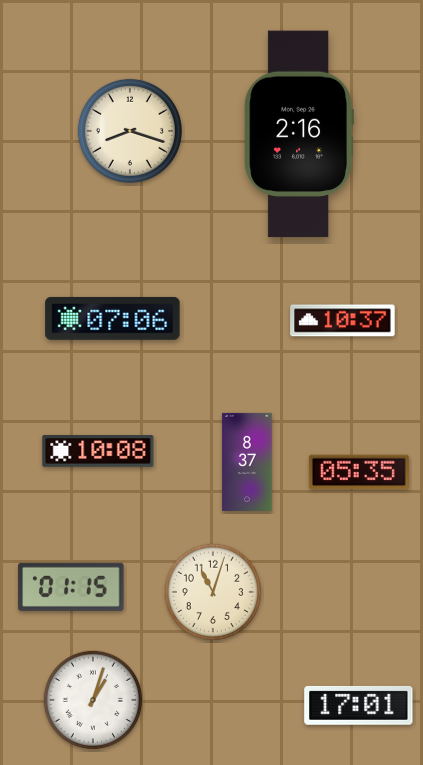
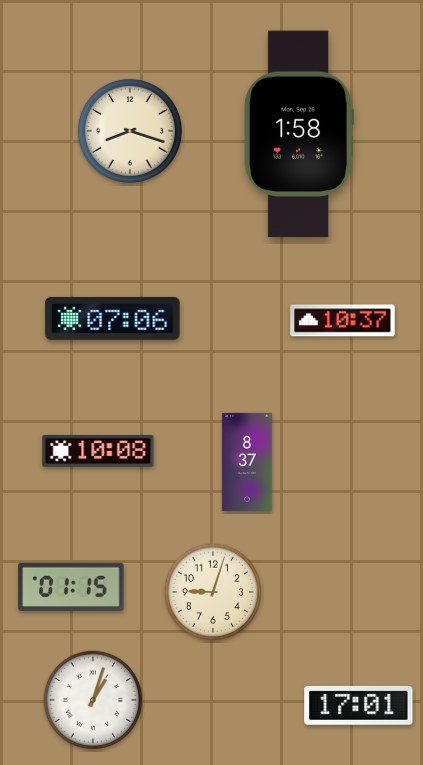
clock at (299, 134): 2:16 -> 1:58
clock at (359, 472): 05:35 -> none
clock at (212, 591): 11:03 -> 9:03
